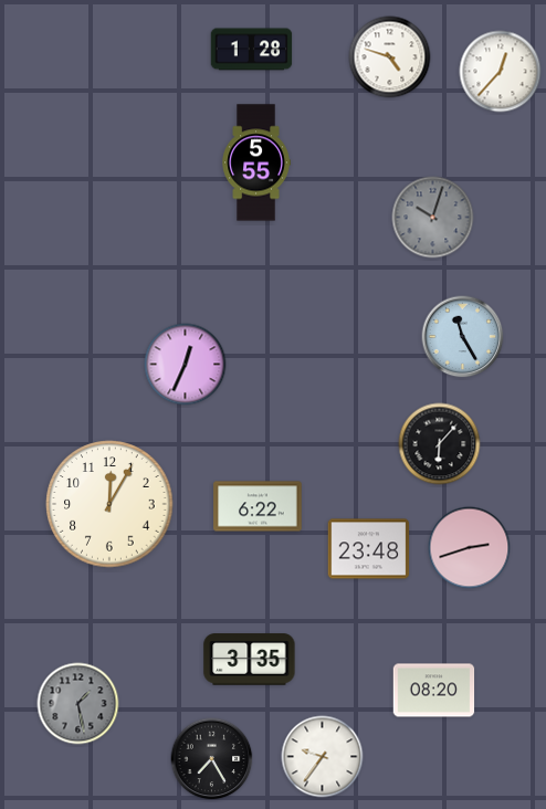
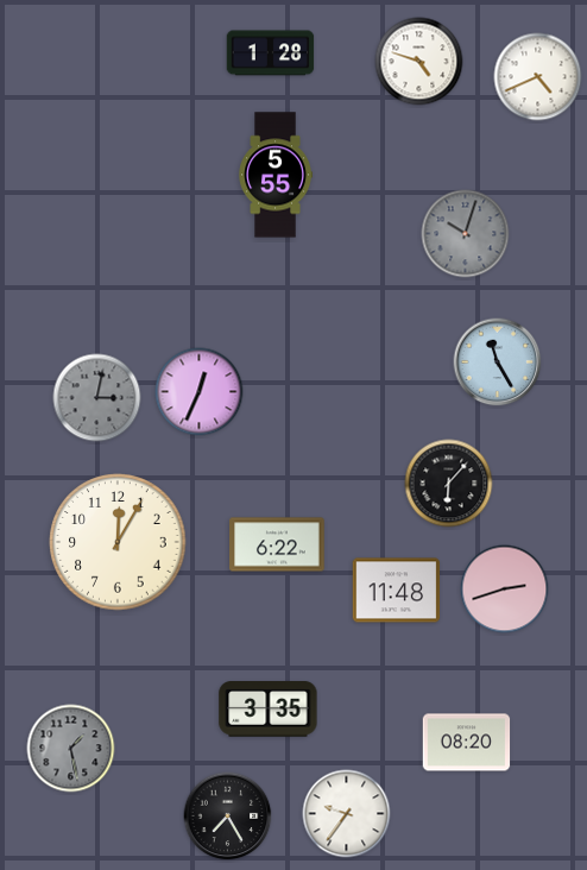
clock at (501, 72): 12:37 -> 4:41
clock at (97, 398): none -> 3:02
clock at (440, 444) position: (440, 444) -> (449, 484)
clock at (369, 549): 23:48 -> 11:48
clock at (78, 704) position: (78, 704) -> (71, 749)
